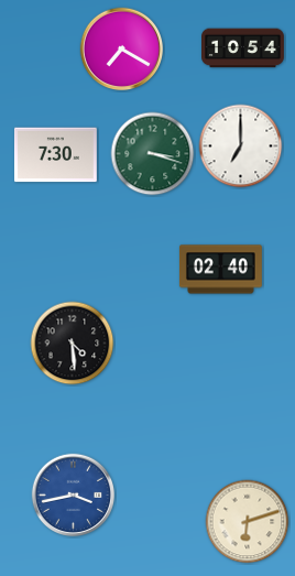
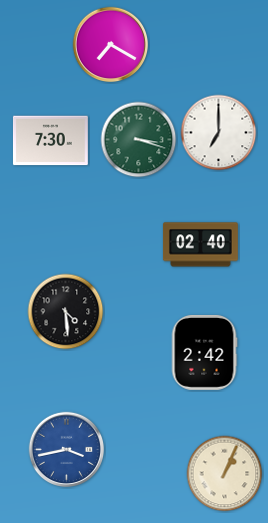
clock at (243, 48): 10:54 -> none
clock at (204, 352): none -> 2:42
clock at (248, 522): 6:12 -> 1:04
